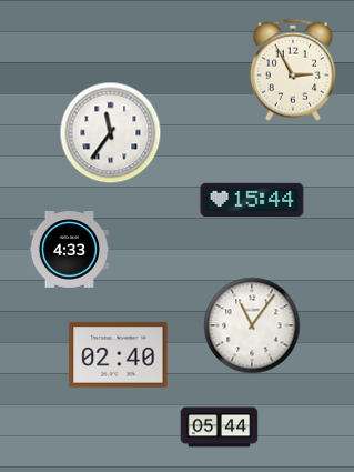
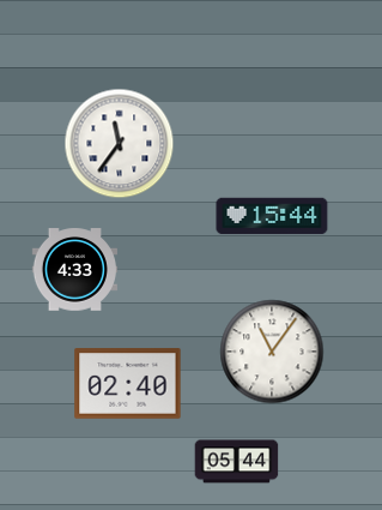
clock at (293, 70): 2:55 -> none
